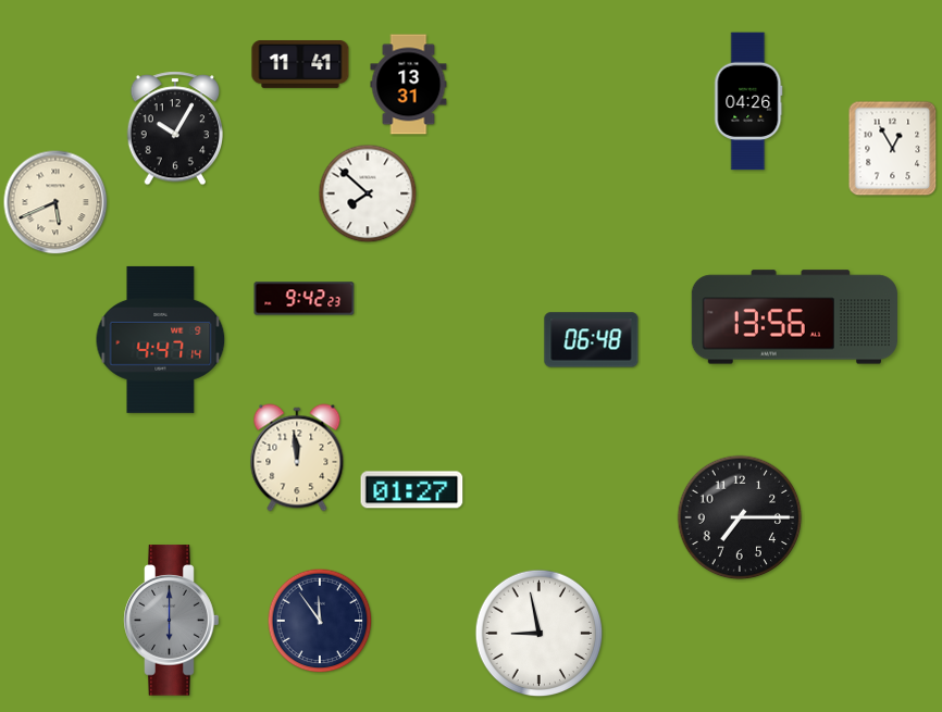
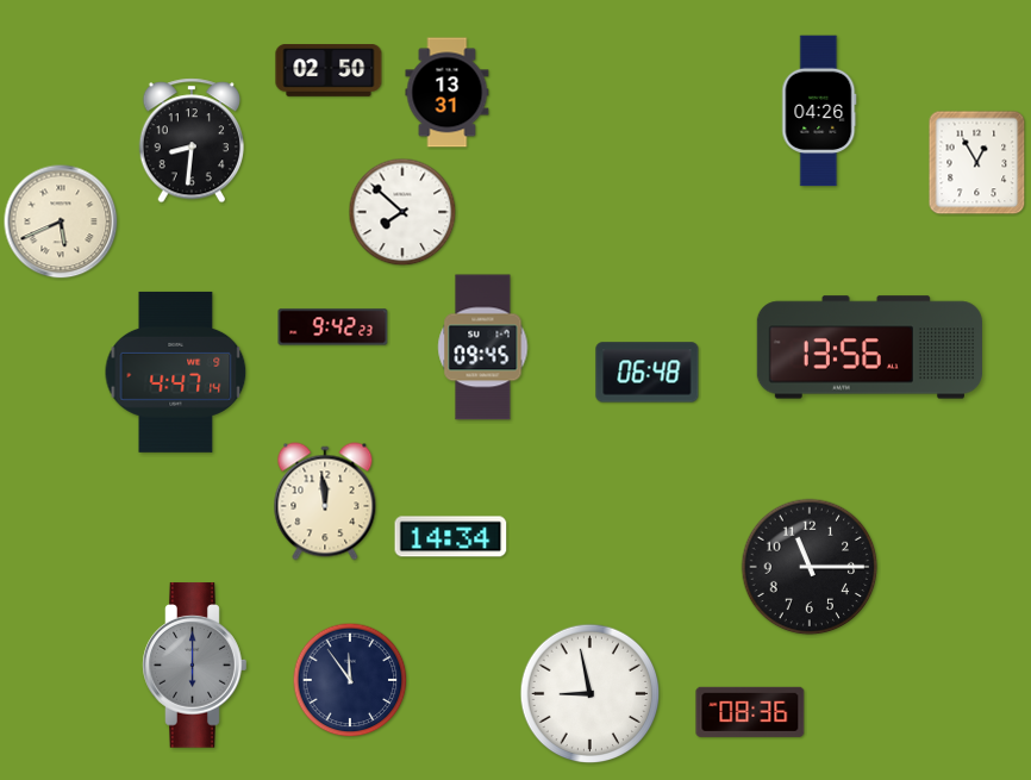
clock at (300, 65): 11:41 -> 02:50
clock at (174, 128): 10:05 -> 8:31
clock at (483, 348): none -> 09:45
clock at (412, 490): 01:27 -> 14:34
clock at (740, 517): 7:15 -> 11:15
clock at (172, 621) position: (172, 621) -> (195, 666)
clock at (750, 712): none -> 08:36
